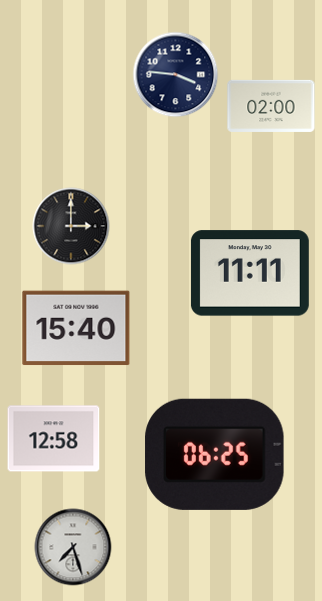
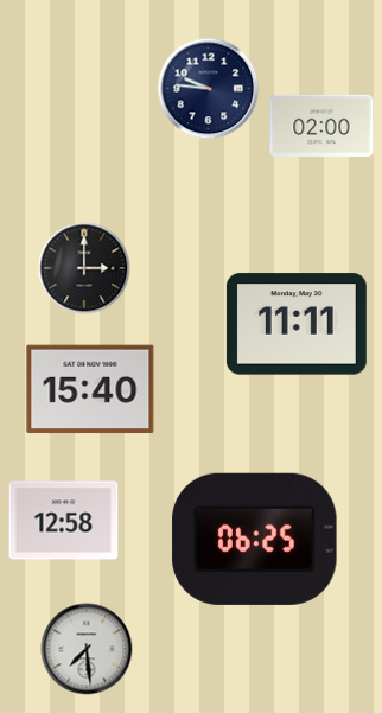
clock at (176, 75): 3:46 -> 9:46
clock at (73, 547): 7:27 -> 7:29
